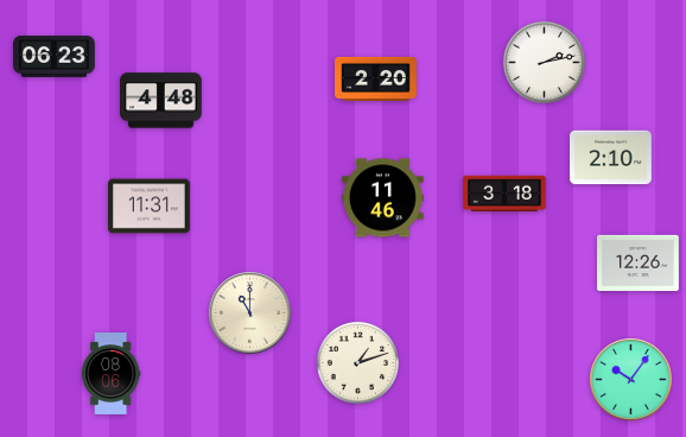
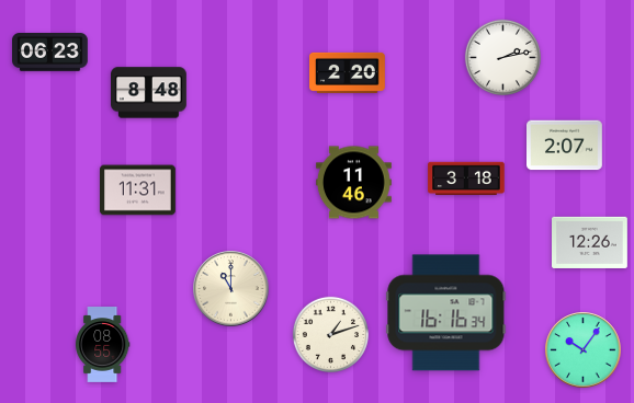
clock at (161, 101): 4:48 -> 8:48
clock at (611, 158): 2:10 -> 2:07
clock at (446, 313): none -> 16:16
clock at (110, 374): 08:06 -> 08:55
